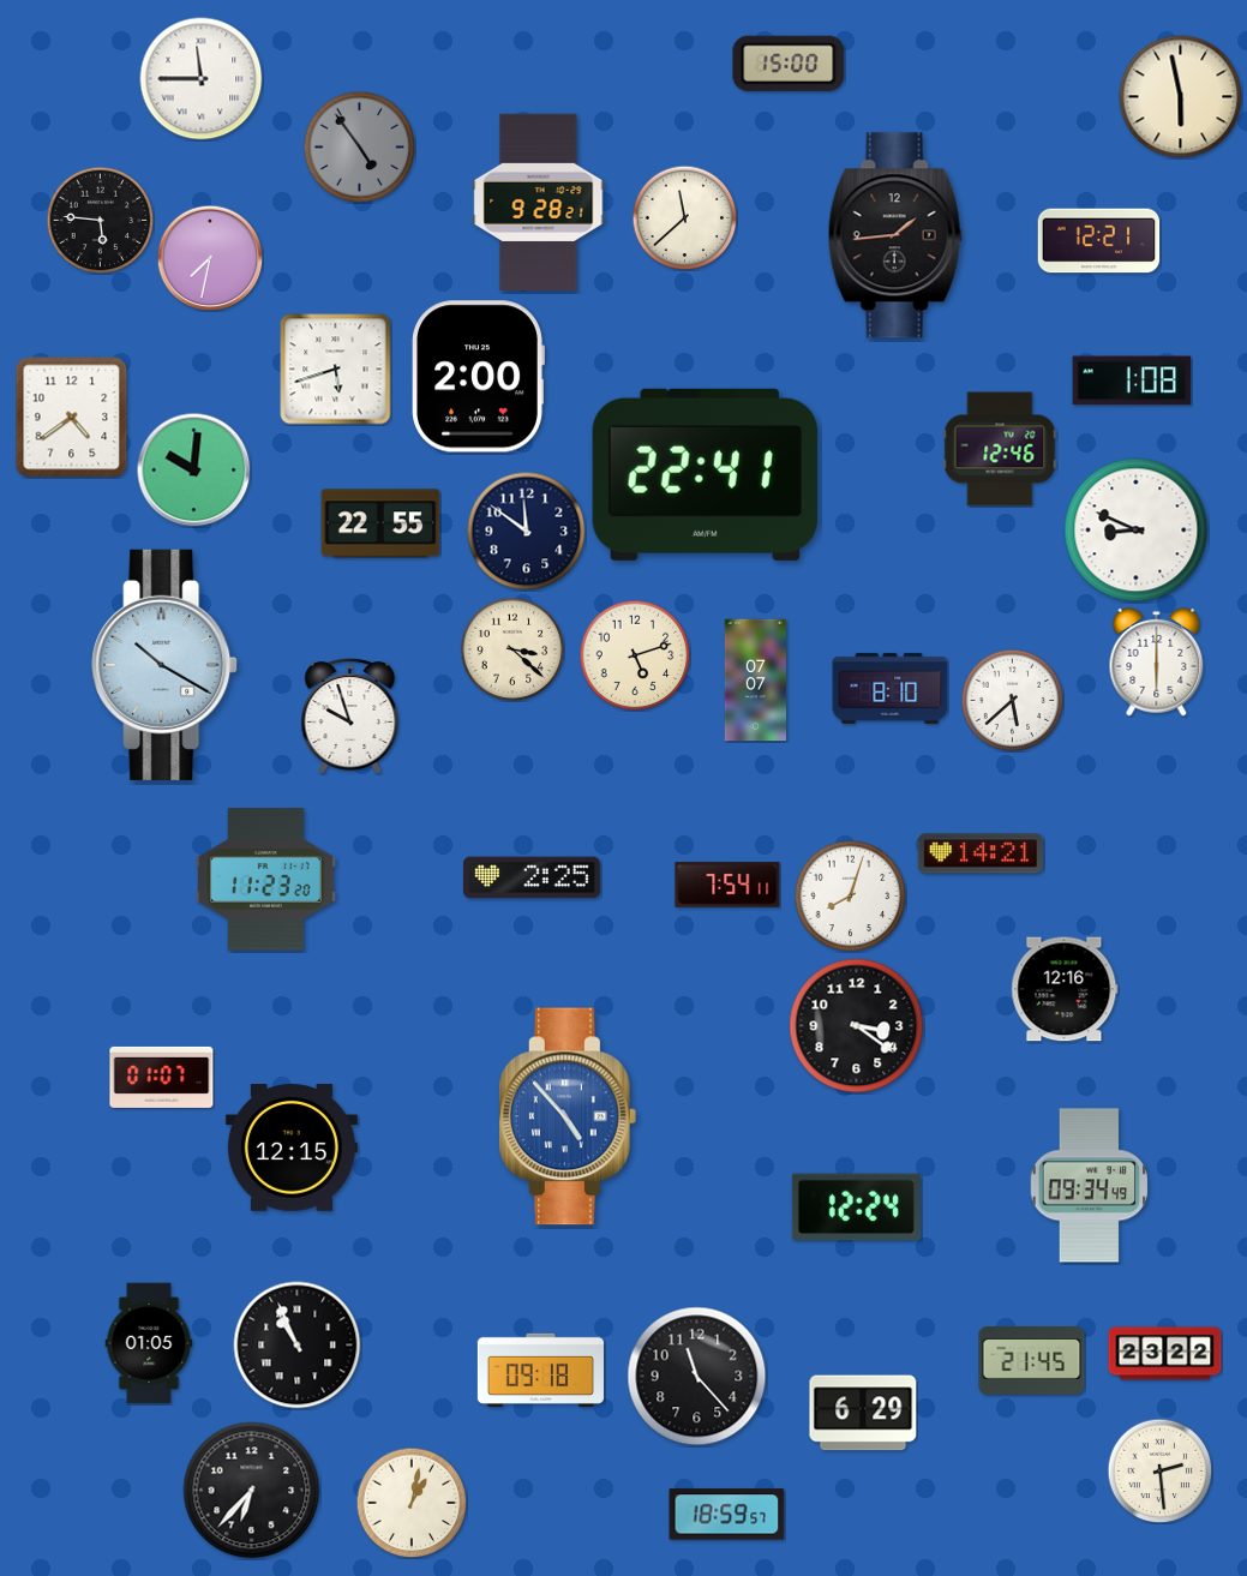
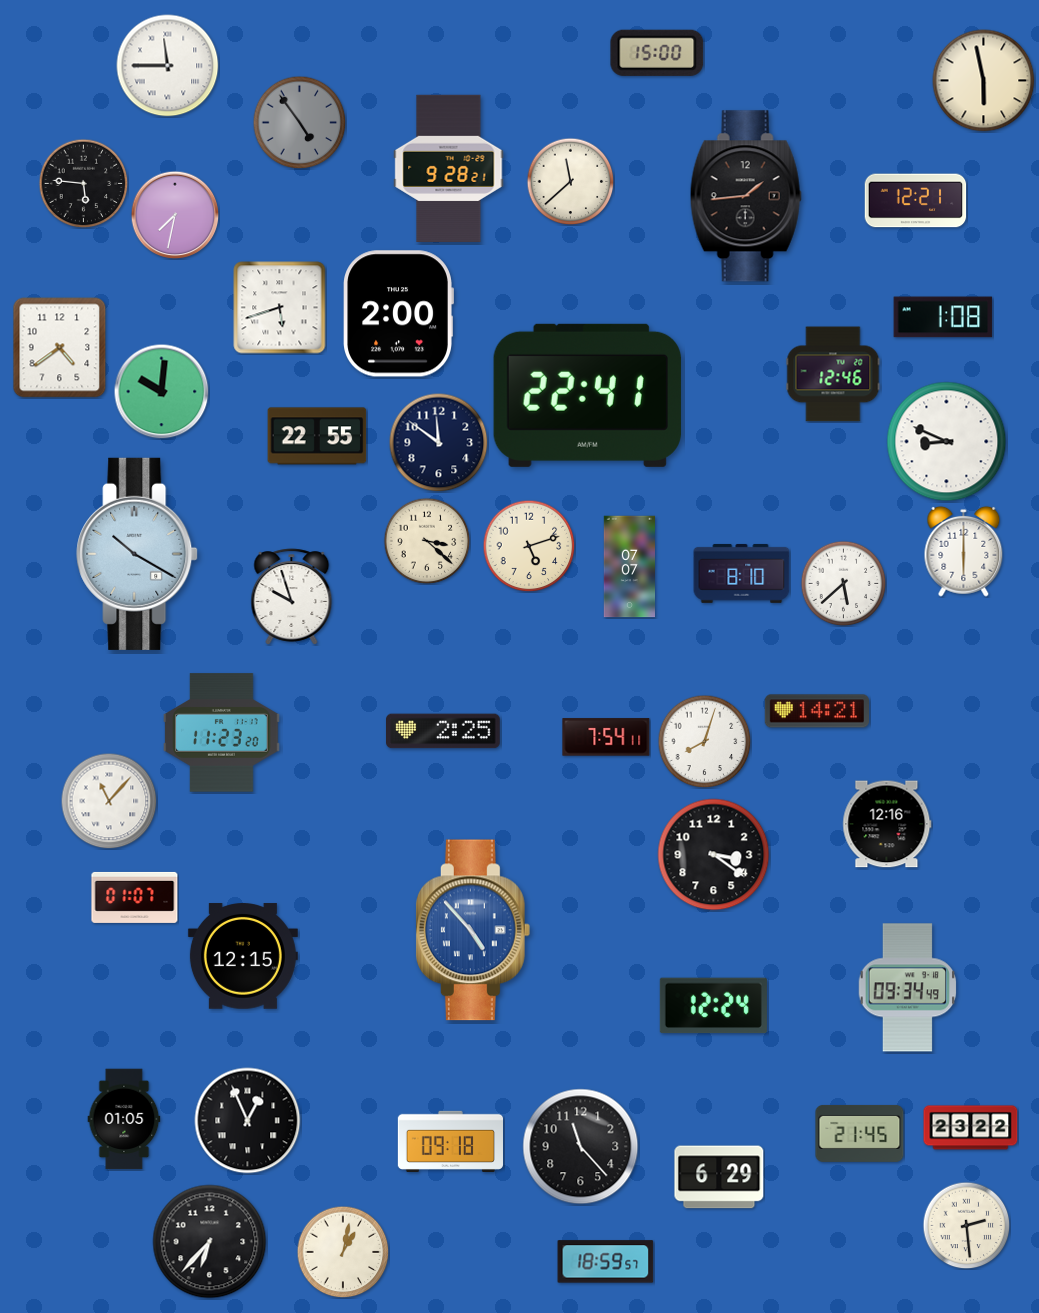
clock at (850, 895) position: (850, 895) -> (704, 741)
clock at (109, 801): none -> 11:07
clock at (298, 1346): 10:56 -> 12:56
